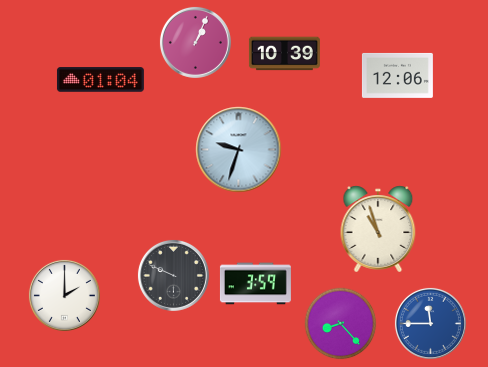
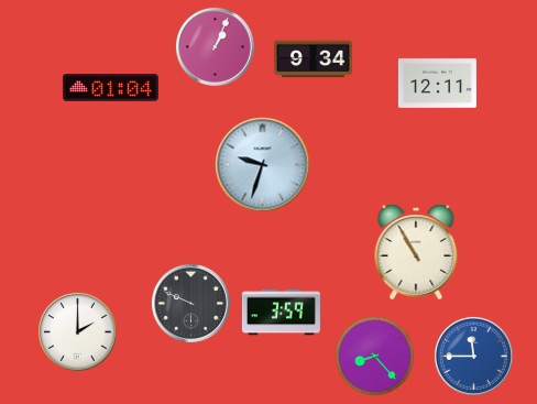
clock at (284, 54): 10:39 -> 9:34
clock at (397, 75): 12:06 -> 12:11
clock at (378, 229): 10:57 -> 10:55
clock at (64, 295) position: (64, 295) -> (77, 331)
